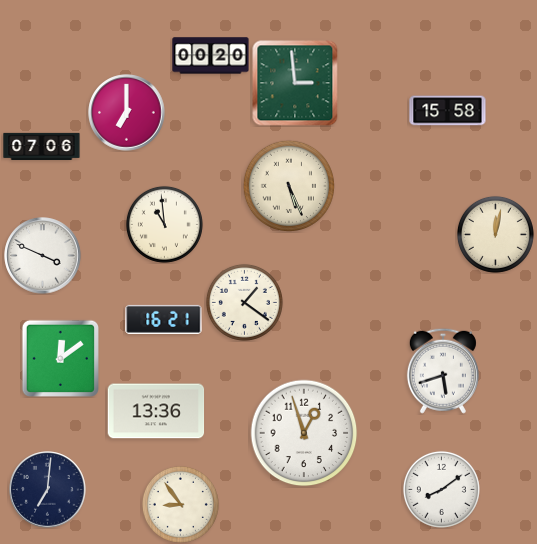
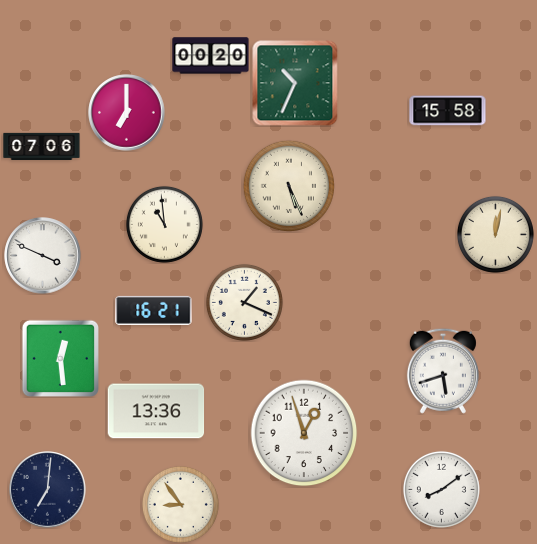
clock at (295, 83): 2:59 -> 10:34
clock at (244, 302): 1:21 -> 1:19
clock at (164, 319) position: (164, 319) -> (154, 310)
clock at (60, 358): 12:09 -> 12:29
